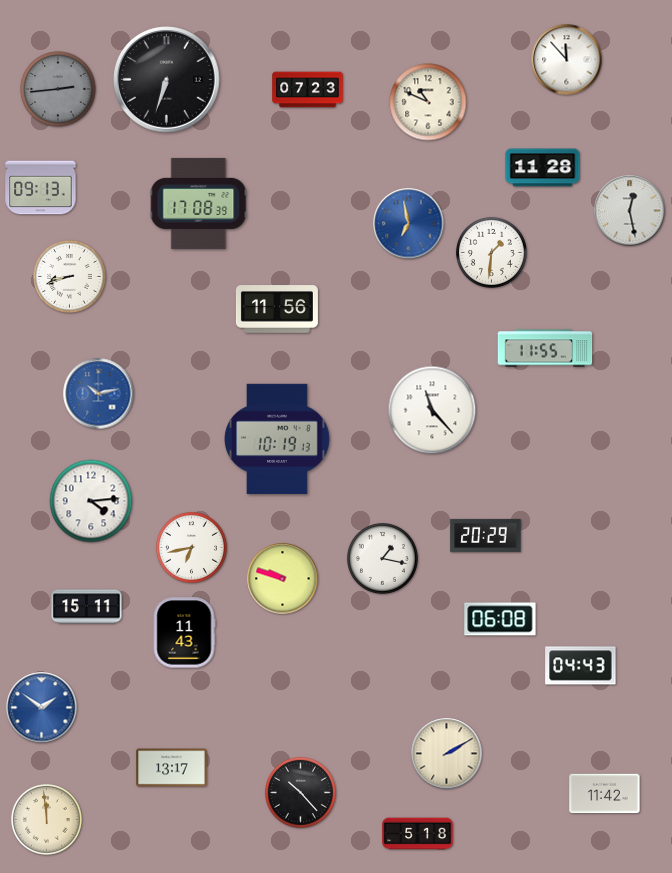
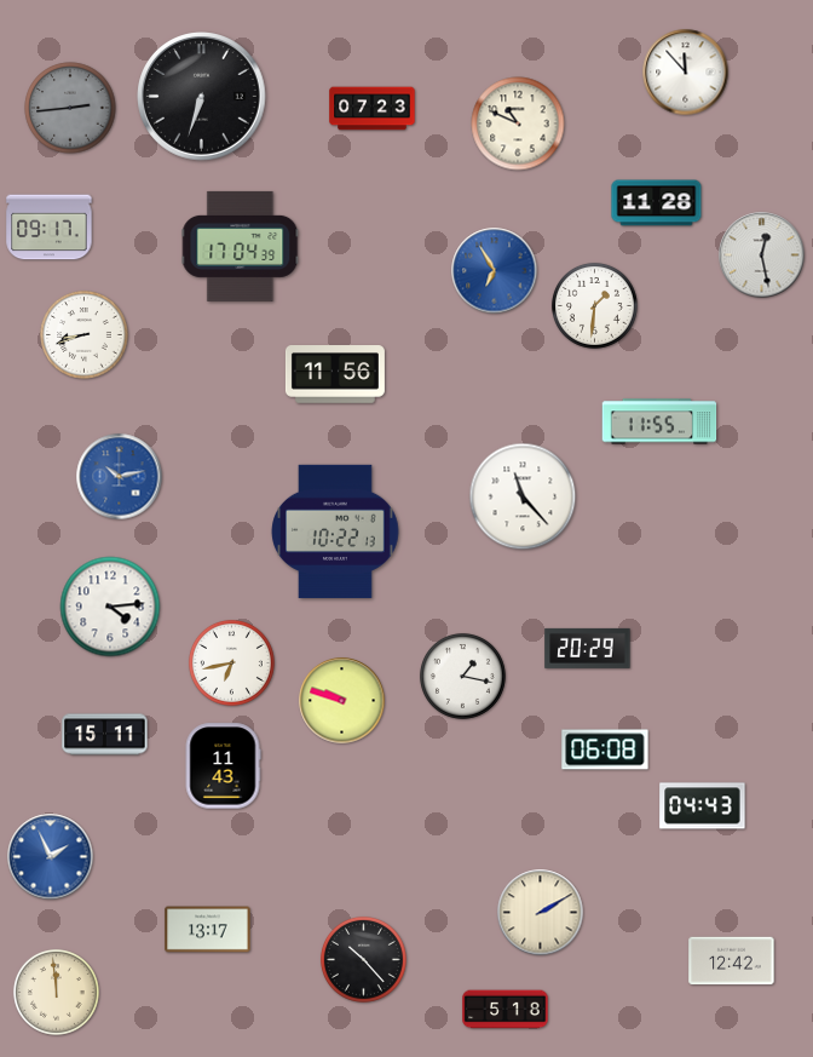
clock at (41, 188): 09:13 -> 09:17
clock at (199, 203): 17:08 -> 17:04
clock at (409, 224): 6:58 -> 6:55
clock at (277, 439): 10:19 -> 10:22
clock at (42, 708): 1:51 -> 1:56
clock at (605, 794): 11:42 -> 12:42
